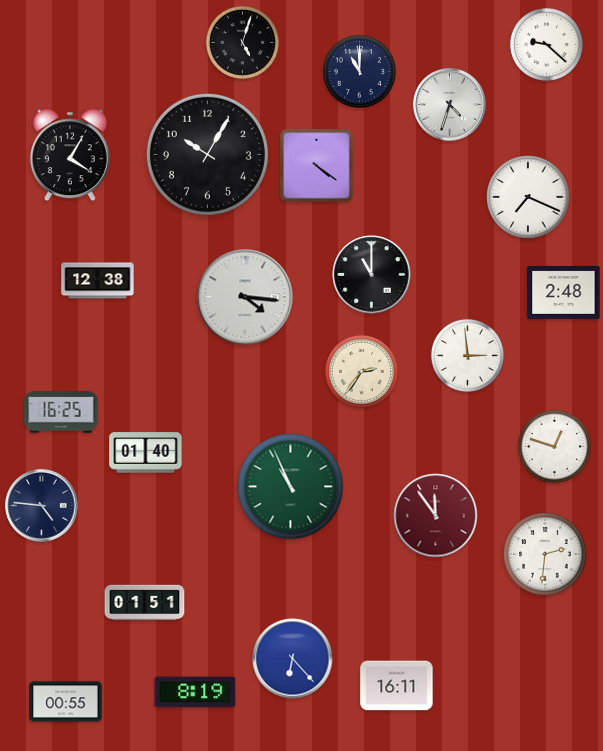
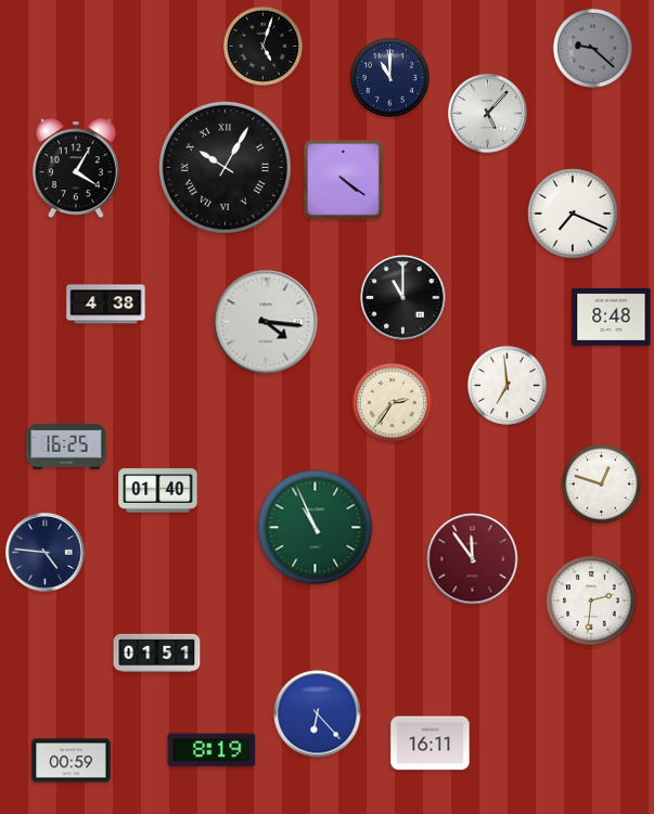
clock at (546, 44) dial: white -> grey
clock at (450, 105): 4:33 -> 5:07
clock at (207, 154) numerals: Arabic -> Roman
clock at (98, 281): 12:38 -> 4:38
clock at (564, 292): 2:48 -> 8:48
clock at (467, 355): 2:59 -> 6:59
clock at (42, 506) position: (42, 506) -> (46, 553)
clock at (66, 702): 00:55 -> 00:59
